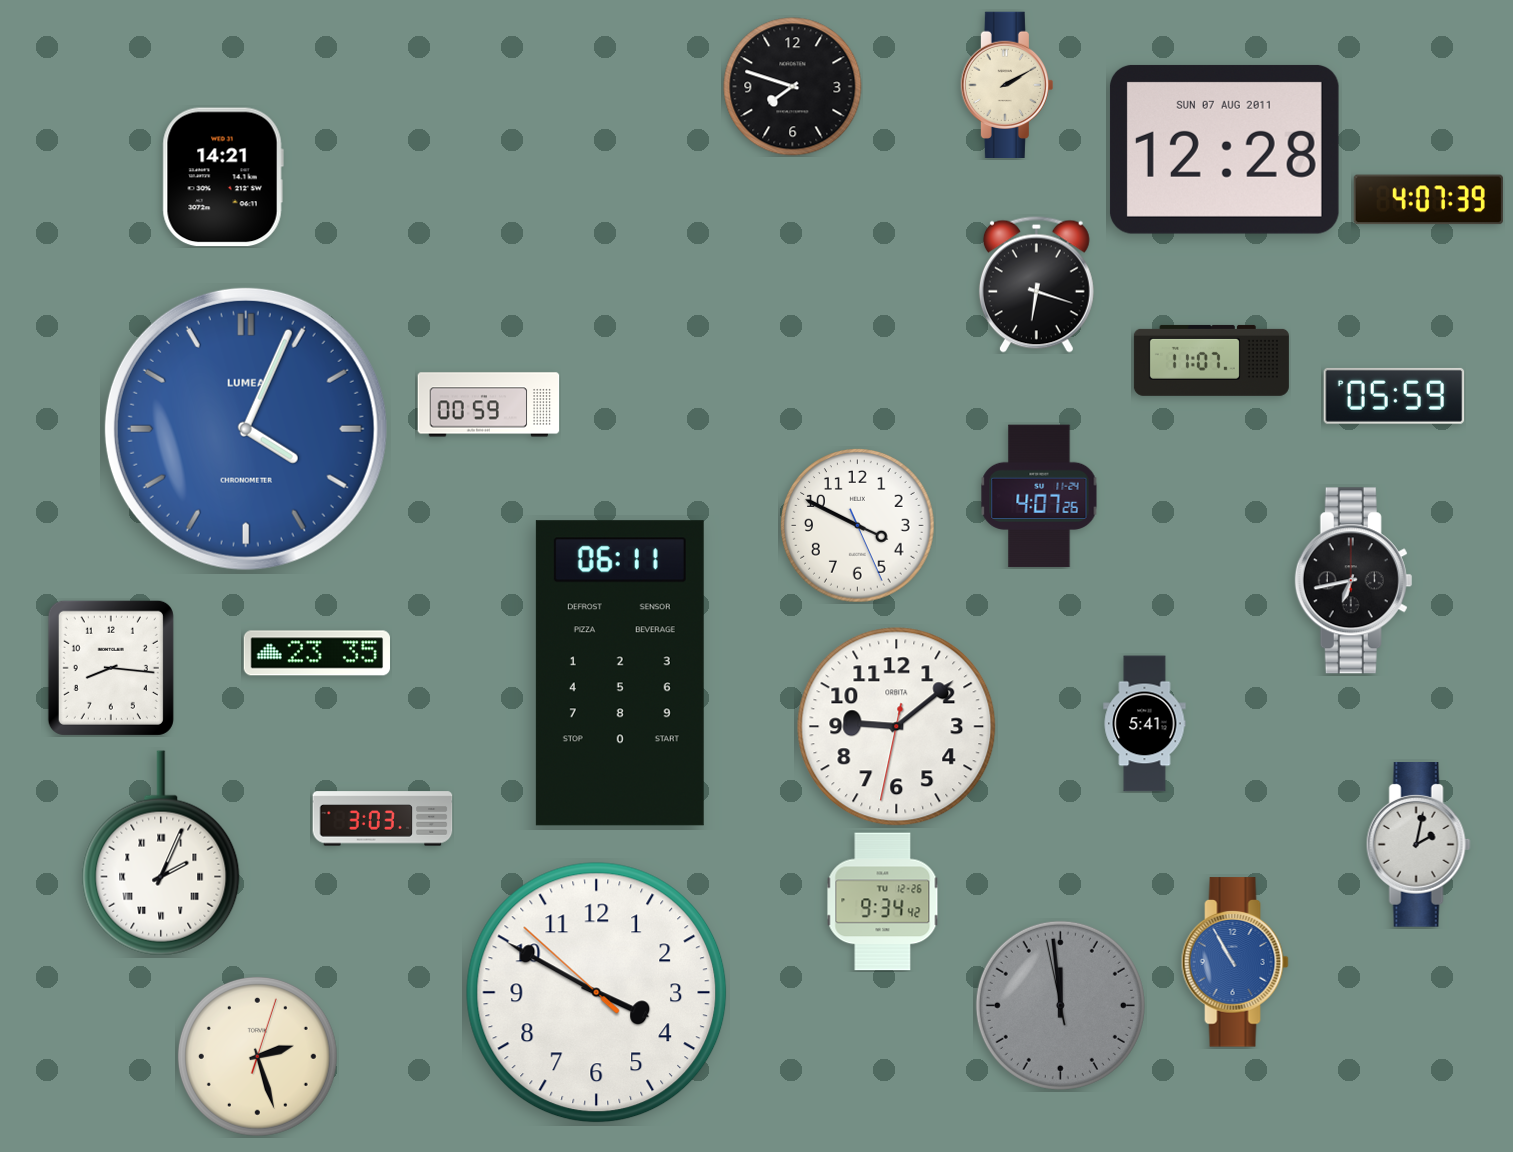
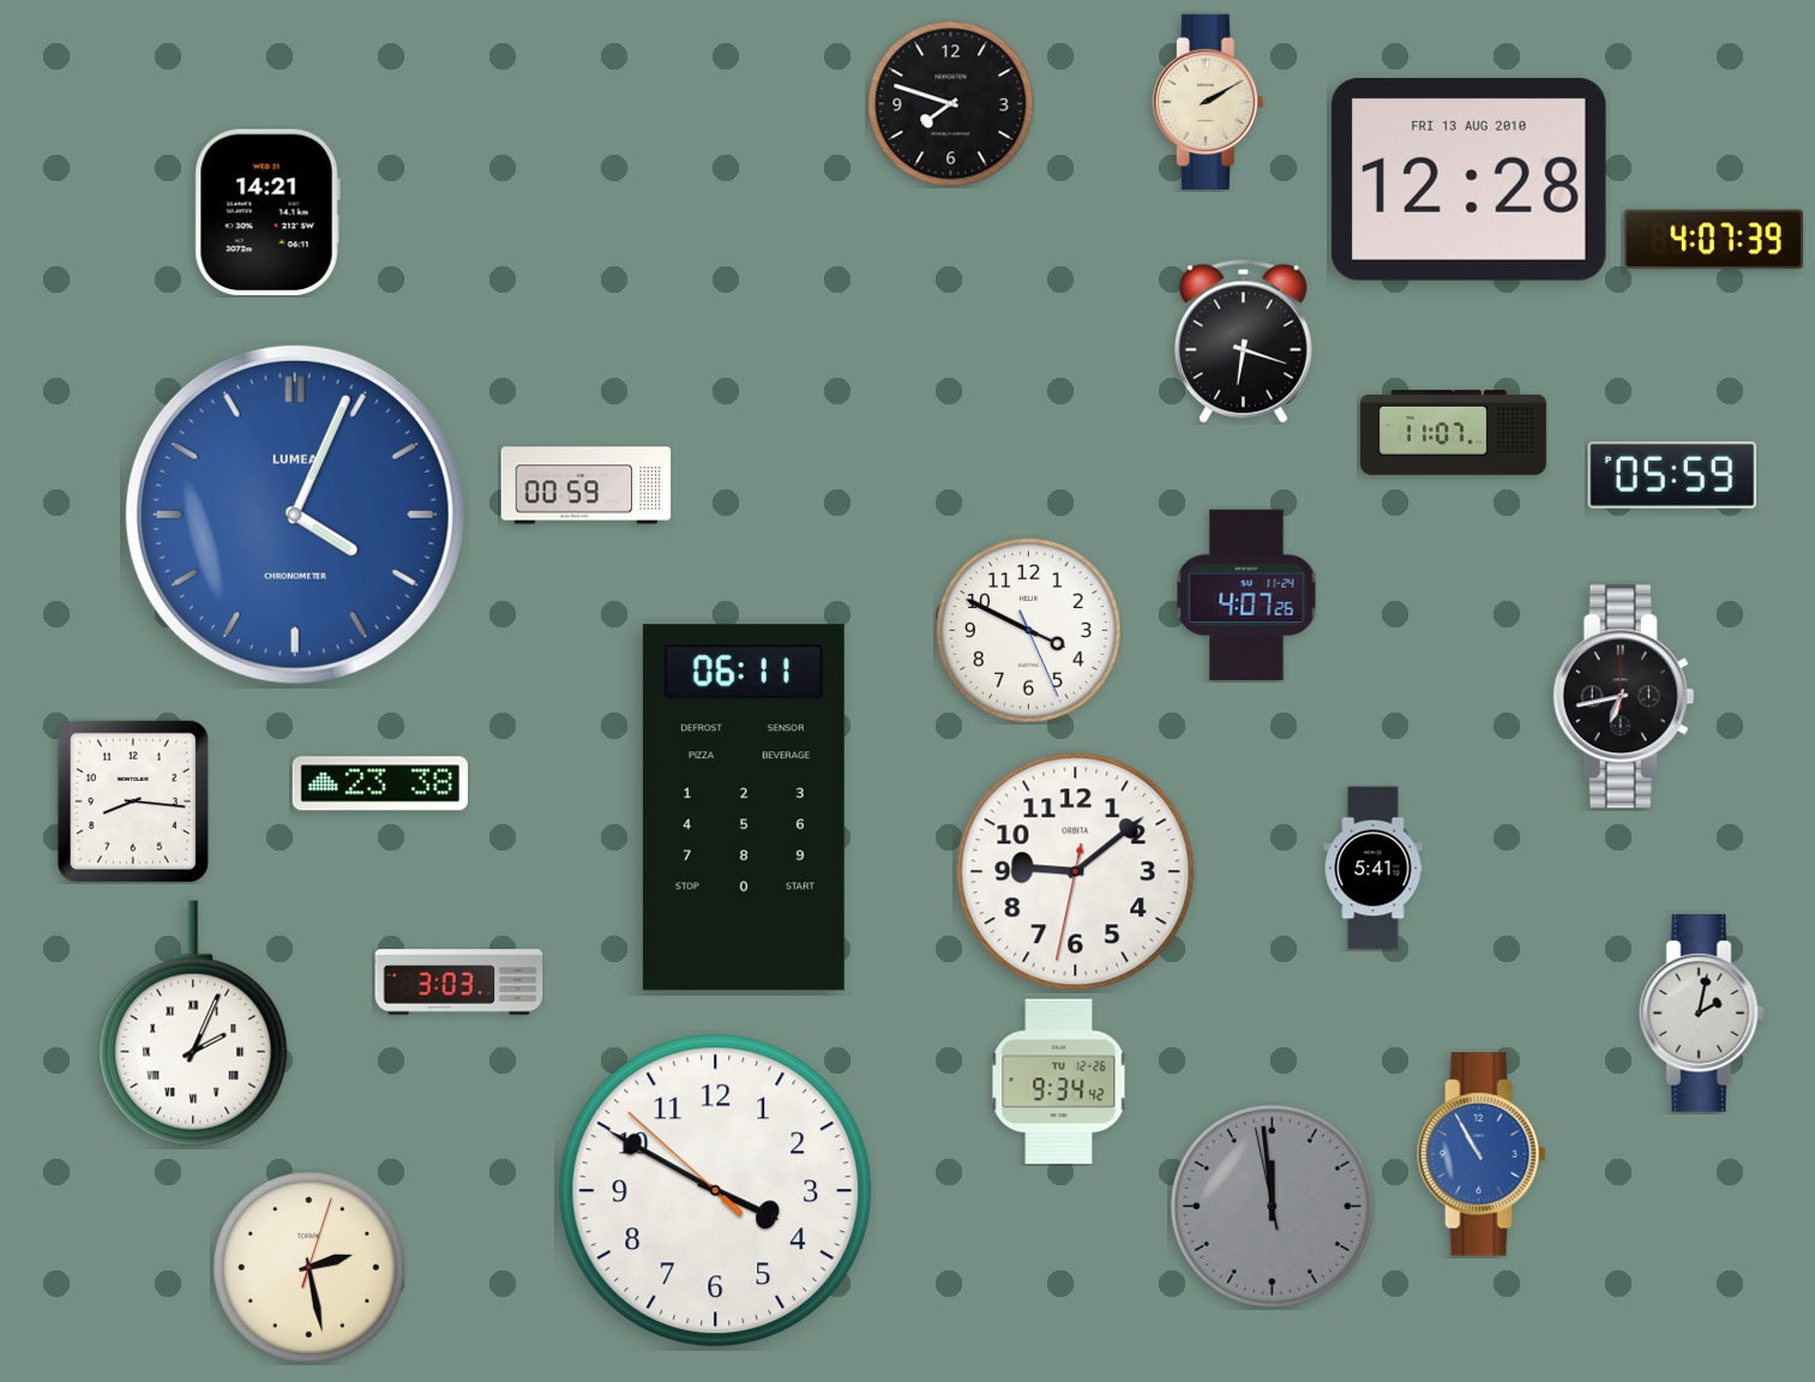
clock at (1224, 149) date: SUN 07 AUG 2011 -> FRI 13 AUG 2010
clock at (316, 653): 23:35 -> 23:38
clock at (257, 1056): 2:27 -> 2:28
